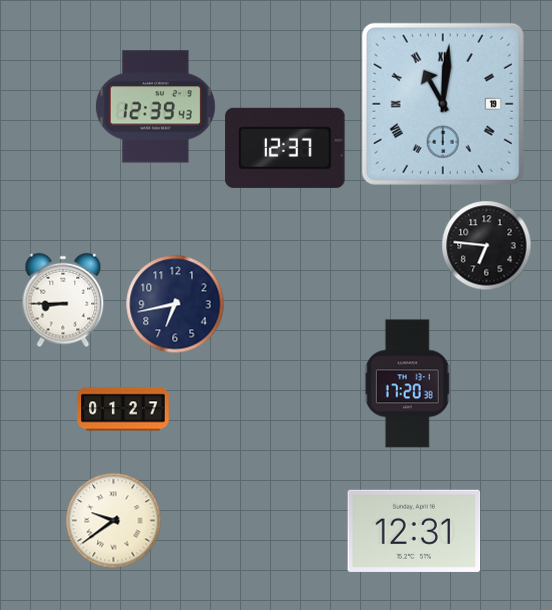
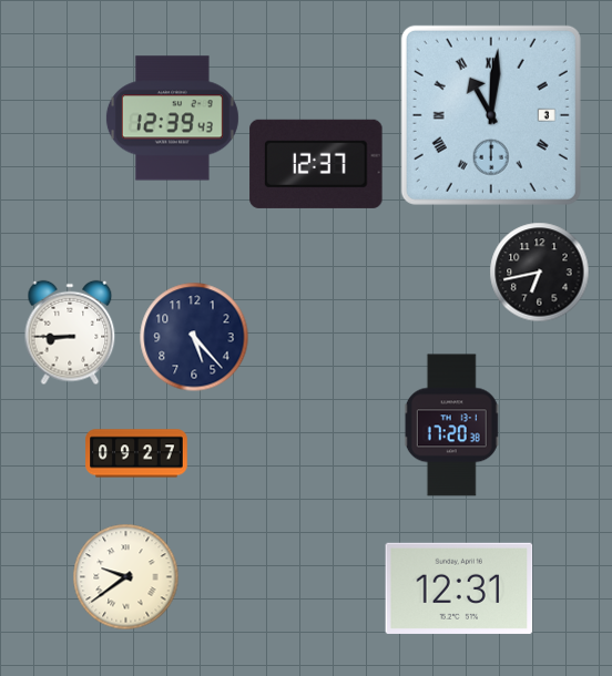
clock at (443, 104) date: 19 -> 3
clock at (487, 246): 6:46 -> 6:43
clock at (175, 304): 6:43 -> 5:23
clock at (123, 409): 01:27 -> 09:27
